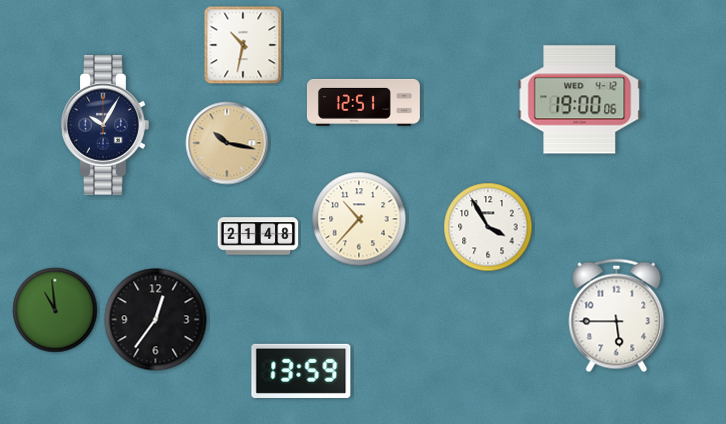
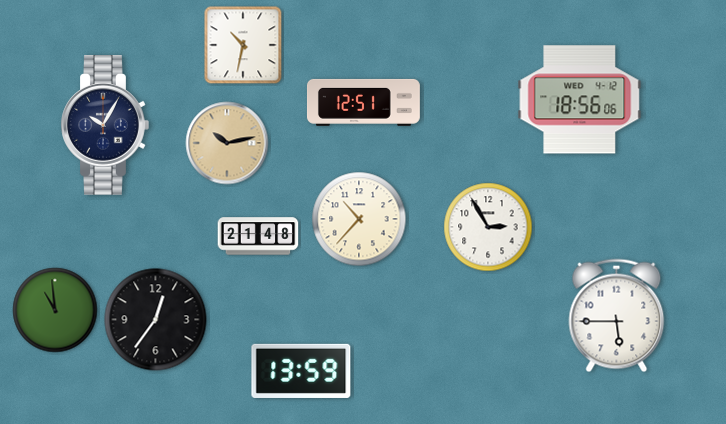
clock at (580, 100): 19:00 -> 18:56
clock at (227, 143): 10:17 -> 10:13
clock at (488, 227): 3:55 -> 2:55
